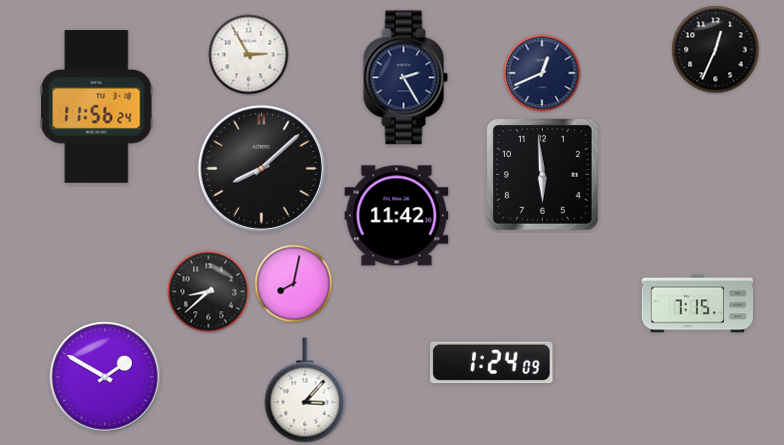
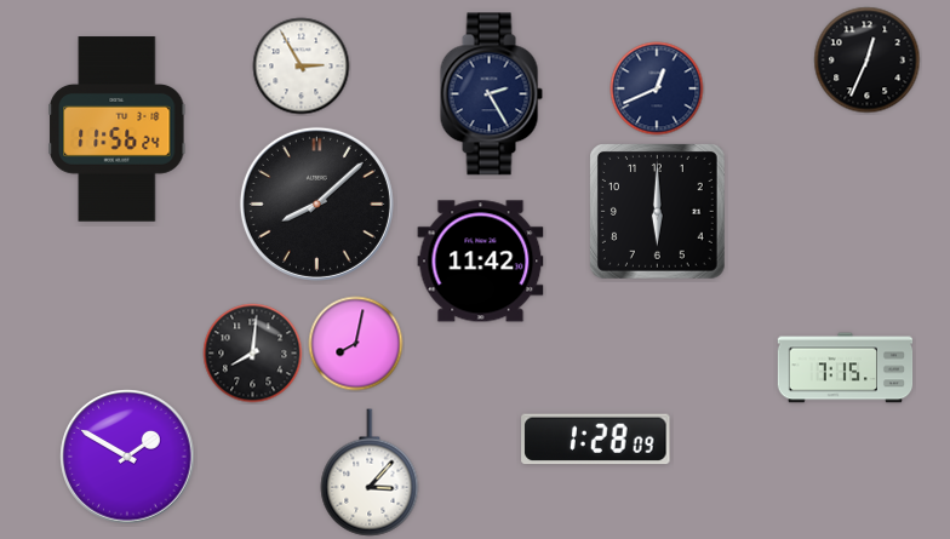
clock at (543, 175): 5:59 -> 6:00
clock at (209, 292): 8:38 -> 8:01
clock at (492, 363): 1:24 -> 1:28
